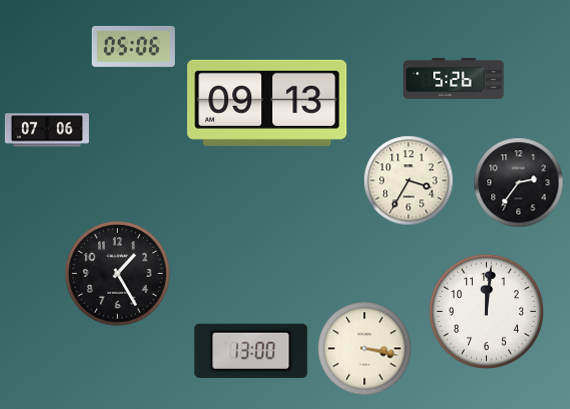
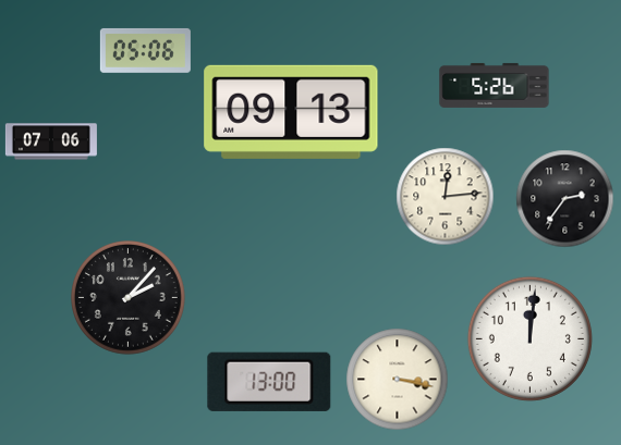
clock at (408, 180): 3:35 -> 12:14
clock at (118, 274): 1:25 -> 2:07
clock at (251, 351) position: (251, 351) -> (269, 382)
